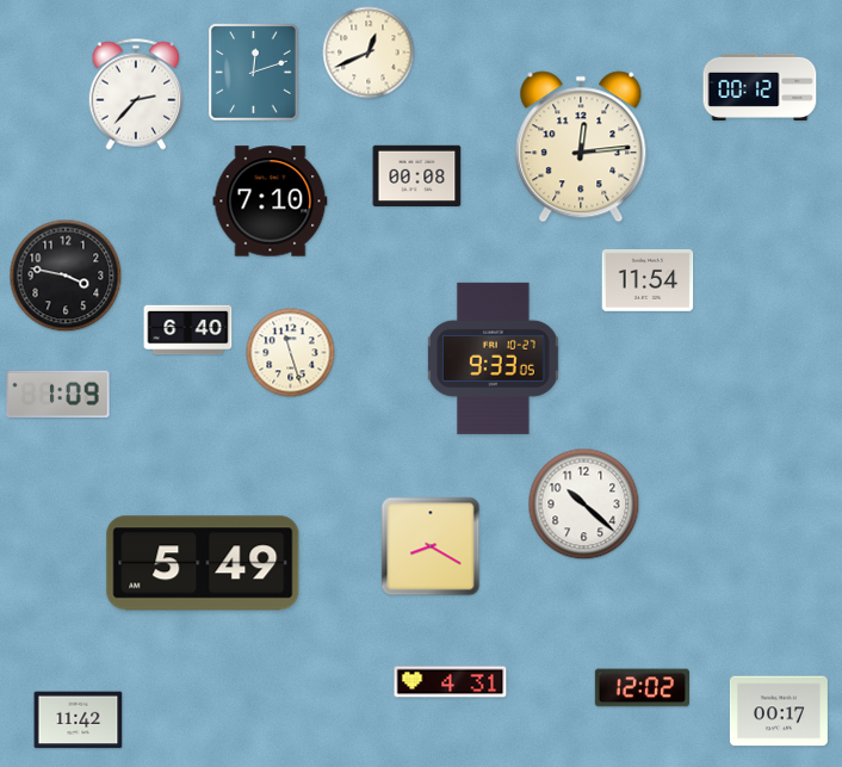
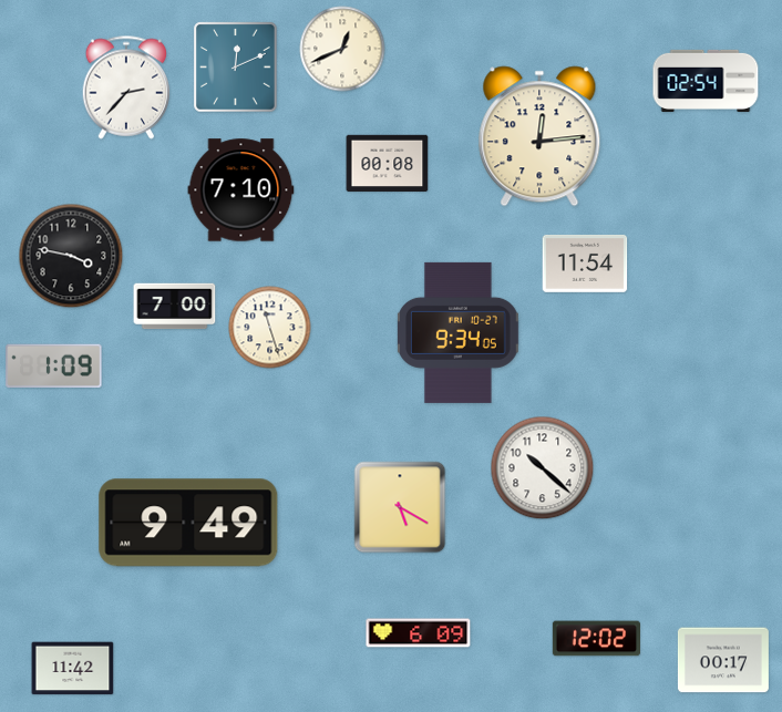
clock at (254, 73): 12:12 -> 12:11
clock at (760, 87): 00:12 -> 02:54
clock at (271, 202) position: (271, 202) -> (241, 190)
clock at (66, 276) position: (66, 276) -> (71, 256)
clock at (648, 280) position: (648, 280) -> (585, 264)
clock at (188, 330): 6:40 -> 7:00
clock at (494, 358): 9:33 -> 9:34
clock at (431, 546): 8:20 -> 5:20
clock at (203, 563): 5:49 -> 9:49
clock at (451, 682): 4:31 -> 6:09
